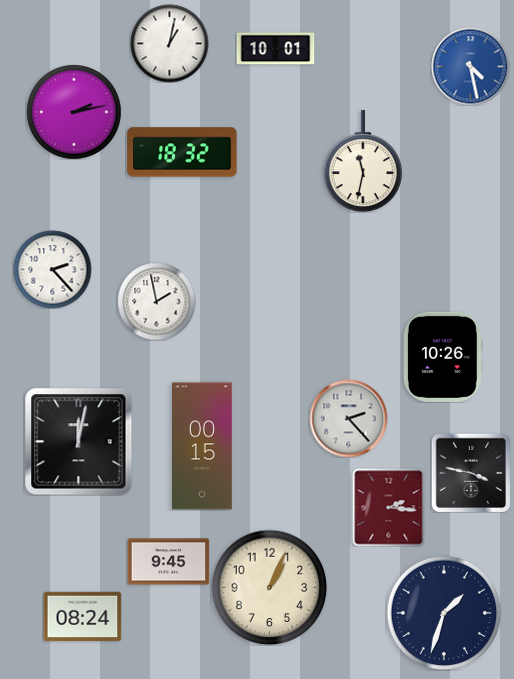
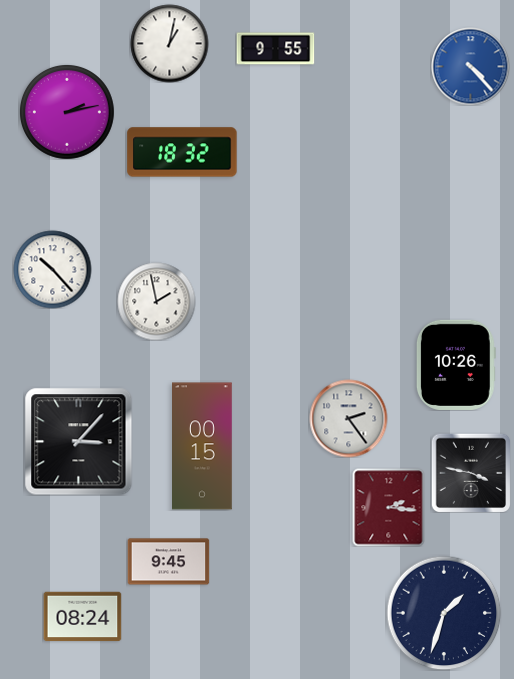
clock at (275, 49): 10:01 -> 9:55
clock at (470, 66): 4:28 -> 4:23
clock at (74, 112) position: (74, 112) -> (67, 112)
clock at (363, 162): 11:32 -> none
clock at (52, 269): 2:23 -> 10:23
clock at (443, 357) position: (443, 357) -> (456, 365)
clock at (348, 418): 2:23 -> 2:24
clock at (78, 441): 12:02 -> 3:07
clock at (269, 587): 1:04 -> none
